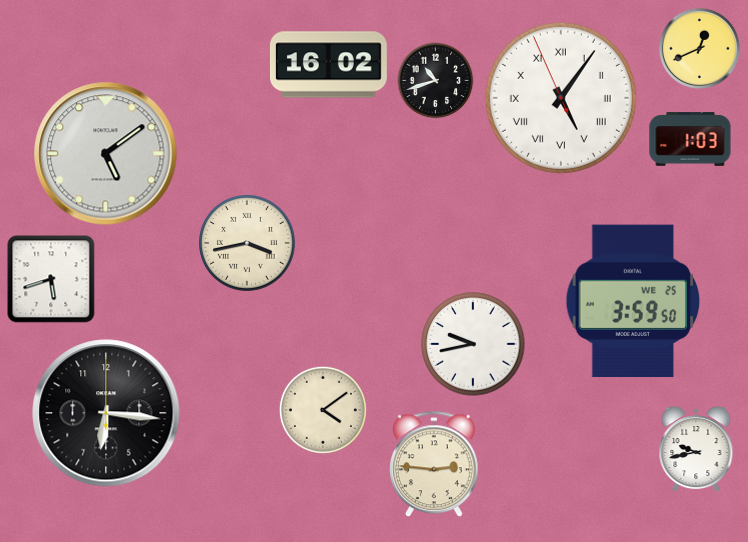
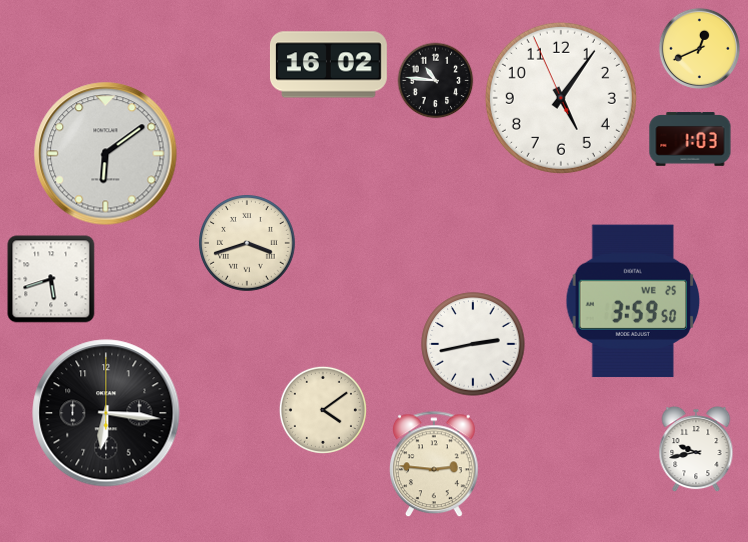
clock at (436, 81): 10:42 -> 10:46
clock at (561, 98) numerals: Roman -> Arabic
clock at (106, 154): 5:09 -> 6:09
clock at (248, 244): 3:43 -> 3:42
clock at (473, 344): 9:43 -> 2:43
